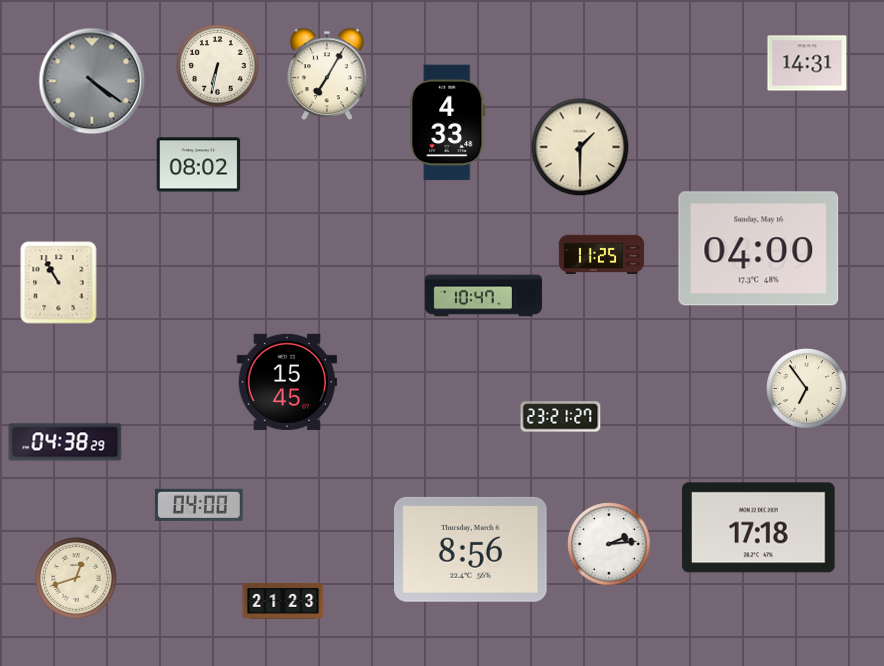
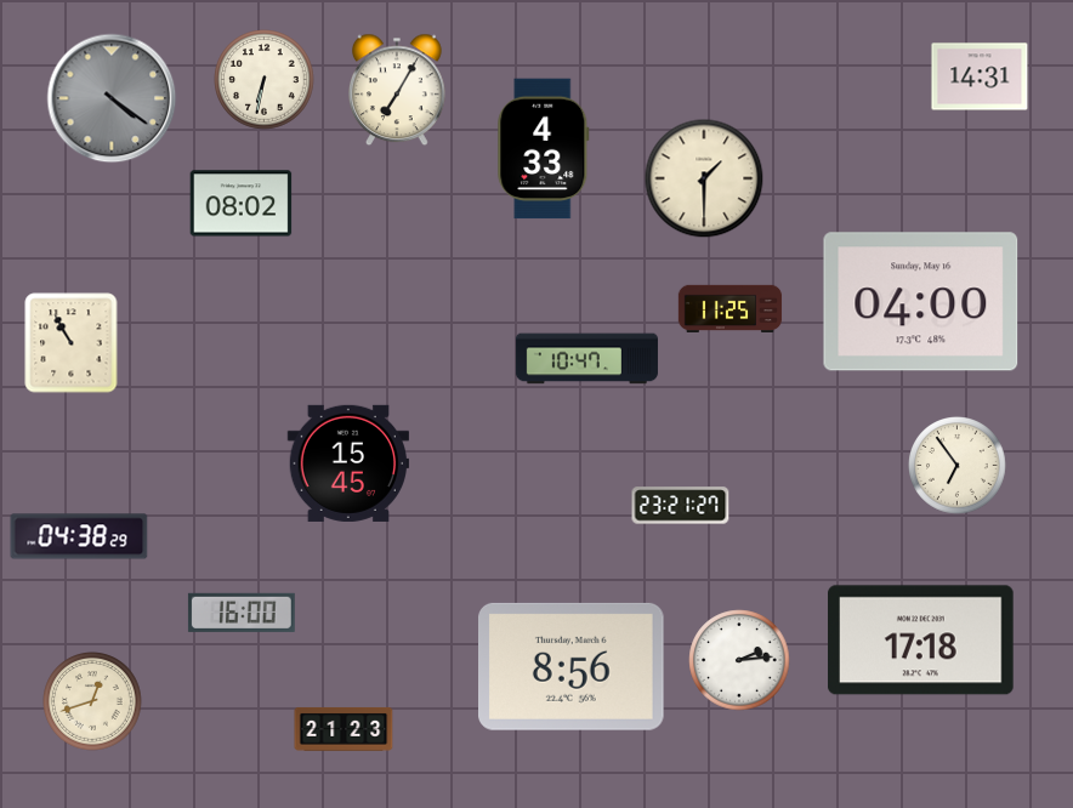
clock at (199, 165) position: (199, 165) -> (242, 204)
clock at (807, 389) position: (807, 389) -> (958, 466)
clock at (199, 505): 04:00 -> 16:00
